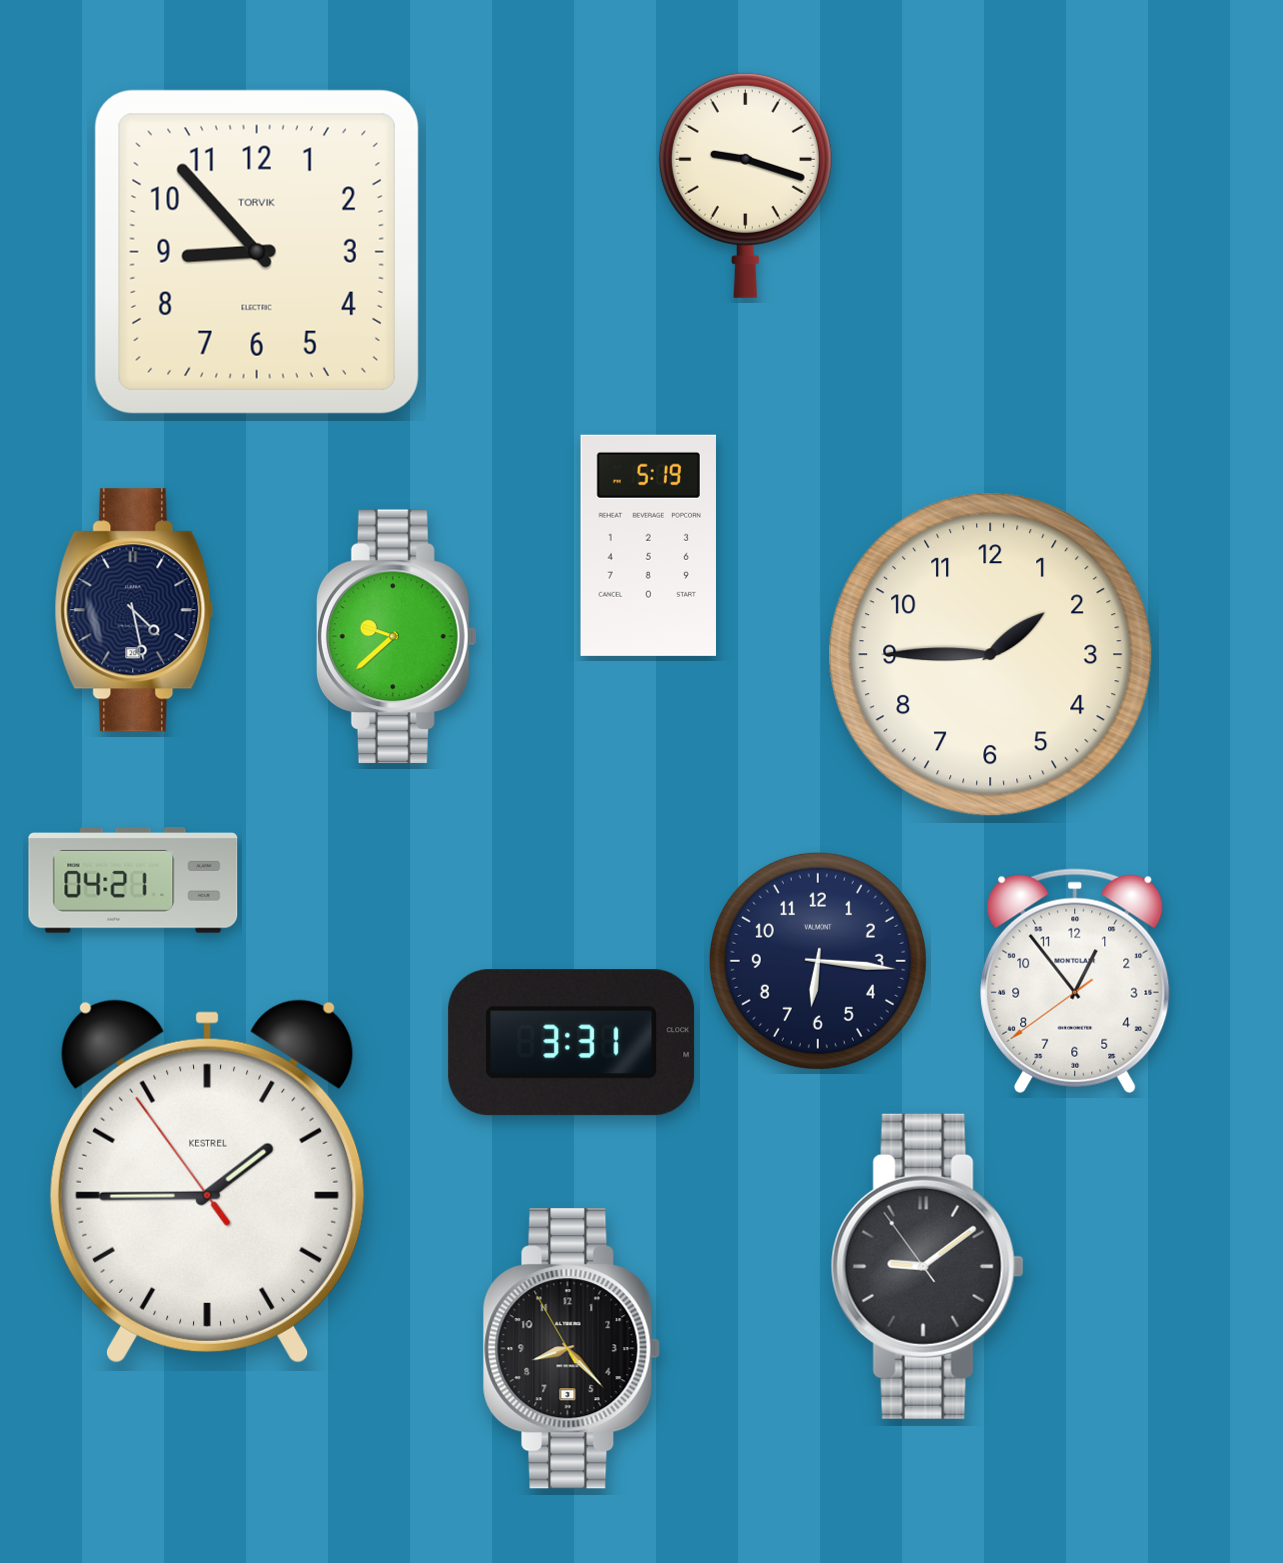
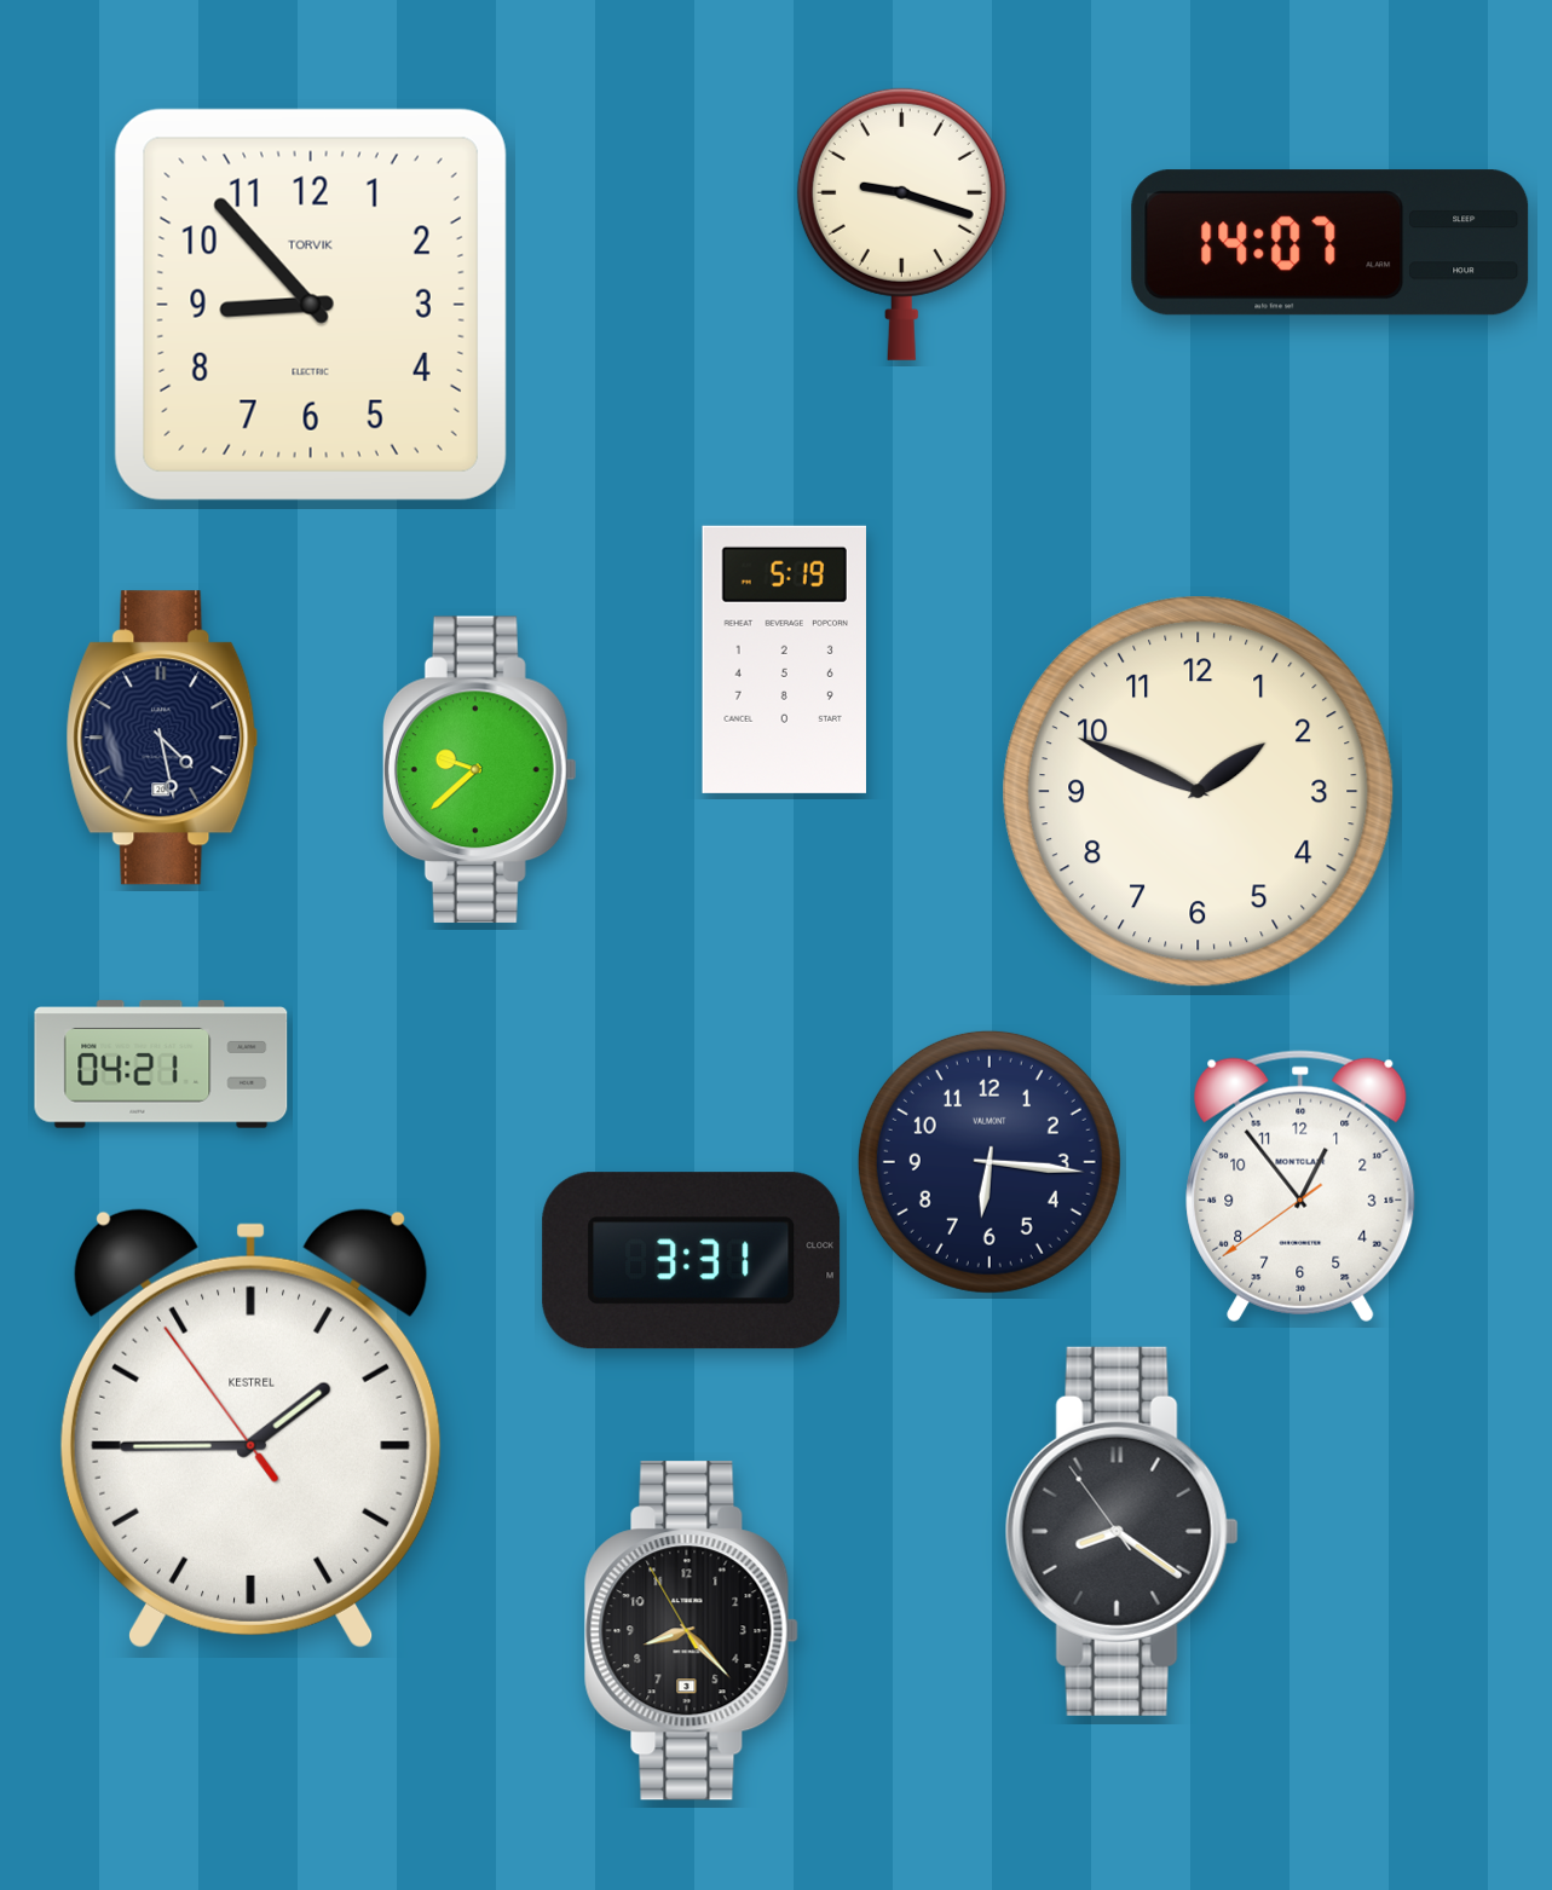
clock at (1331, 243): none -> 14:07
clock at (991, 655): 1:45 -> 1:49
clock at (927, 1266): 9:08 -> 8:20
